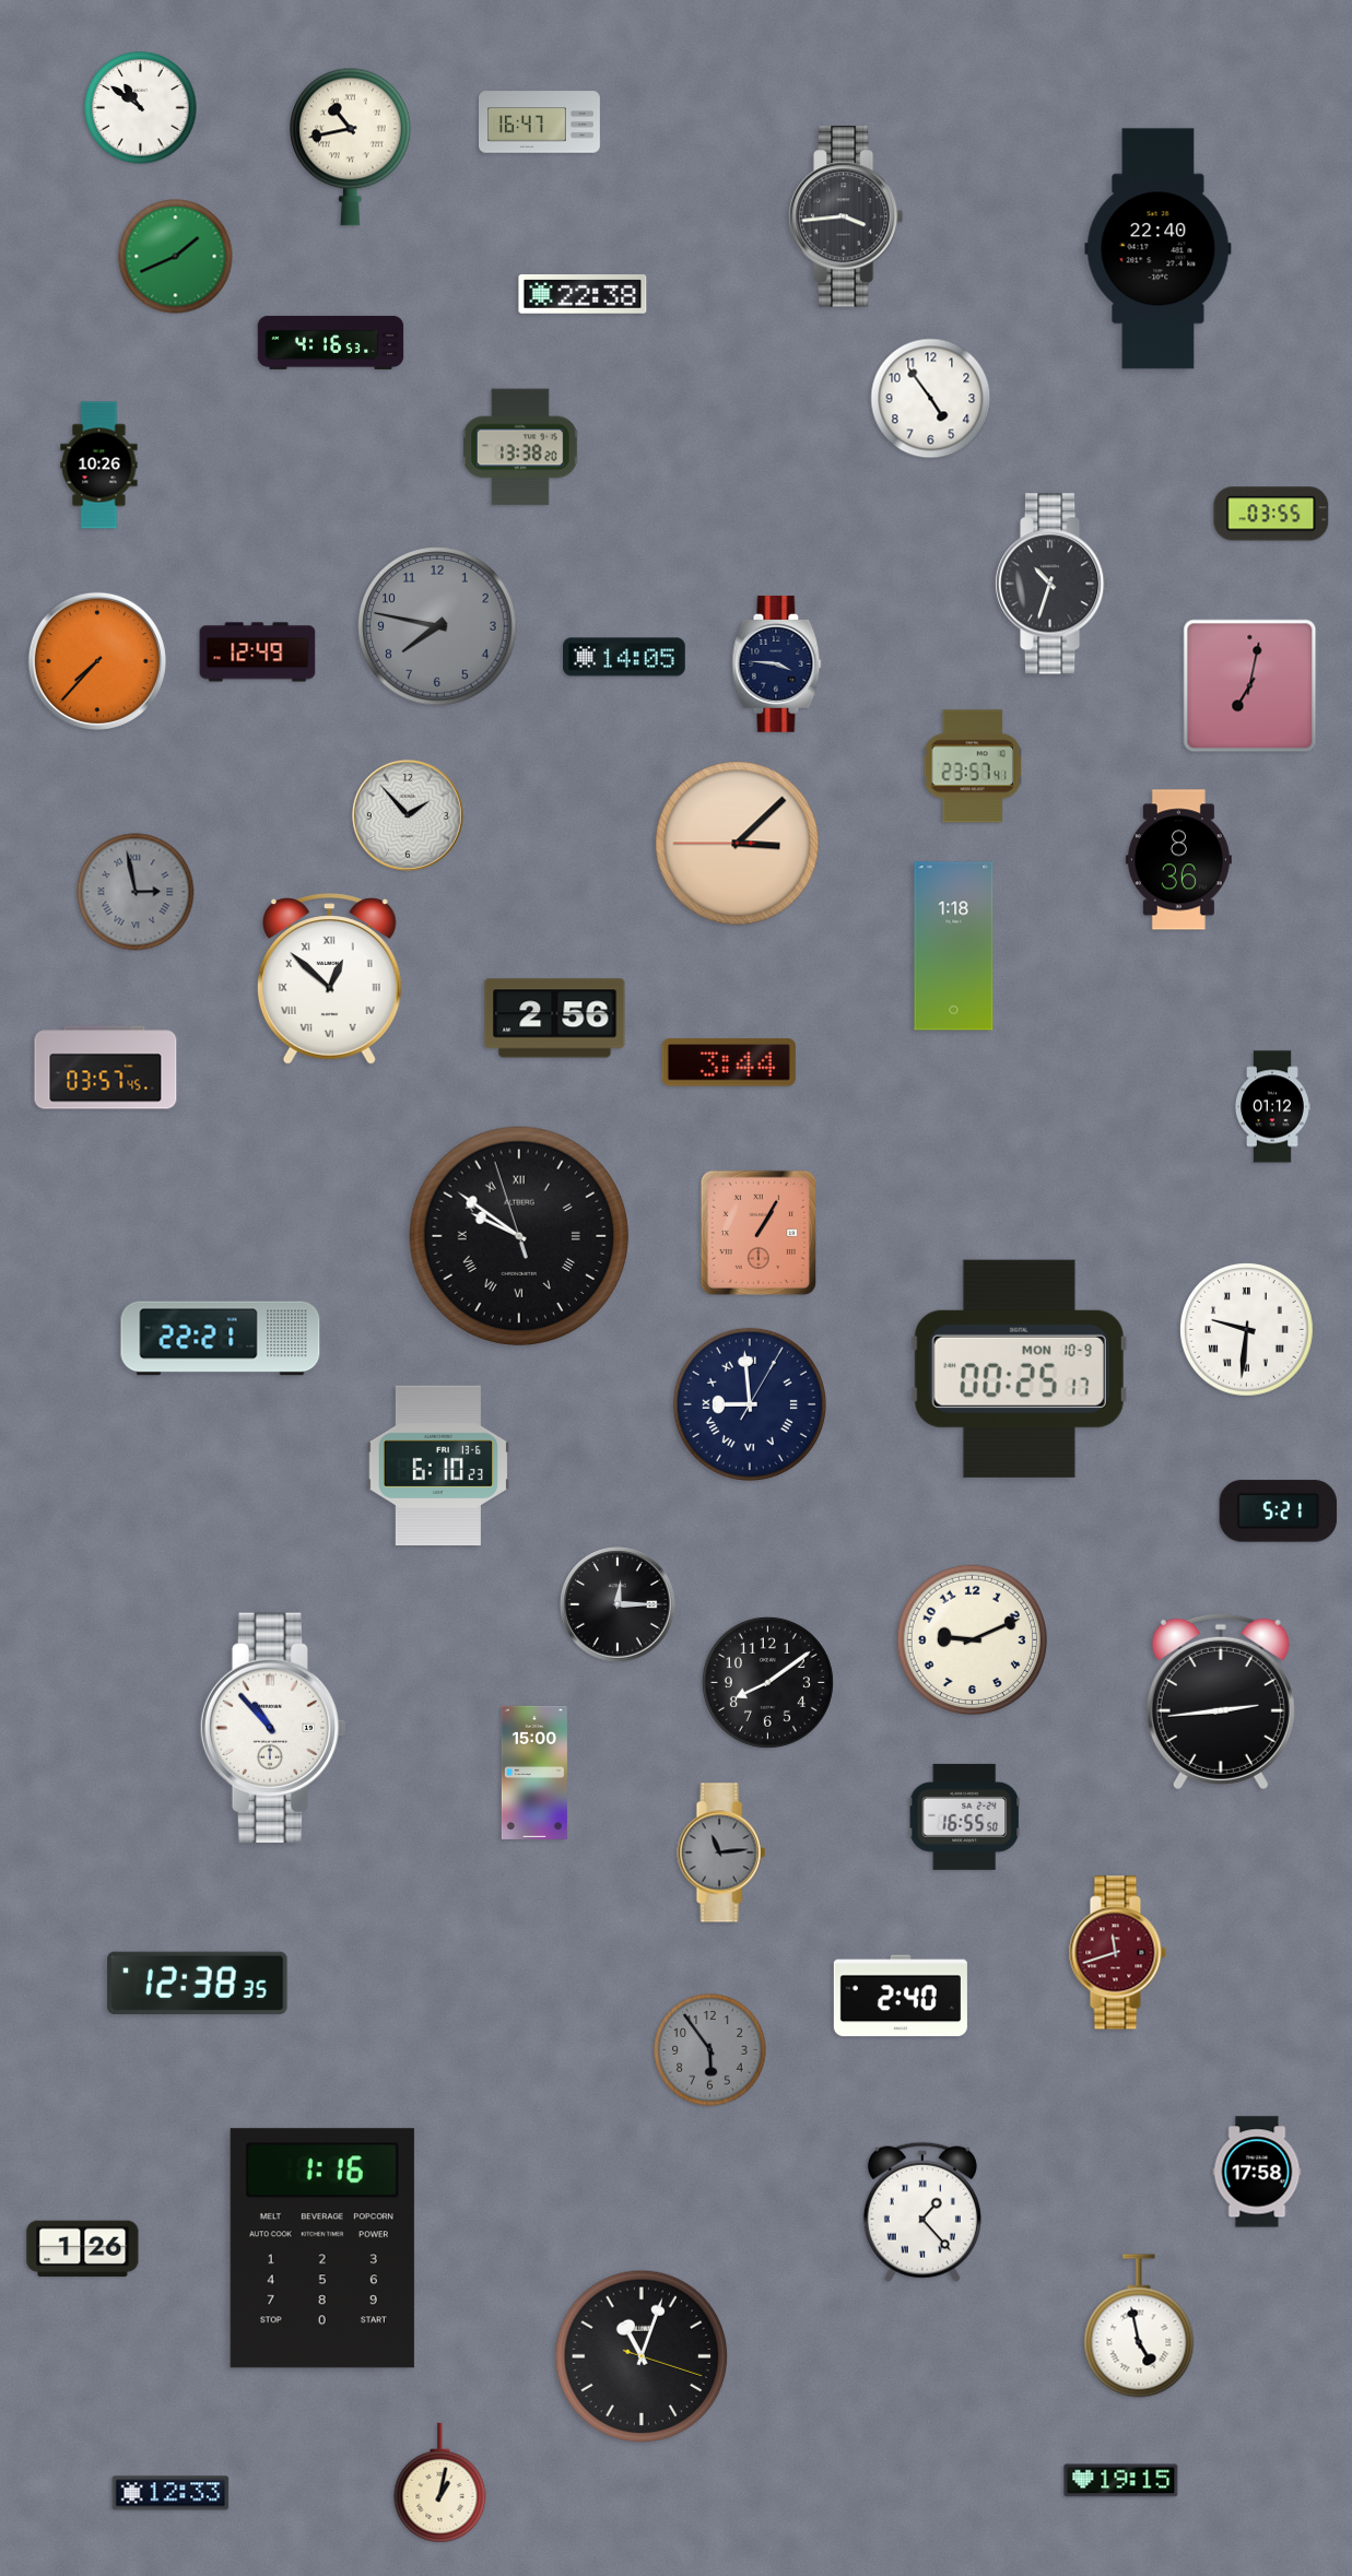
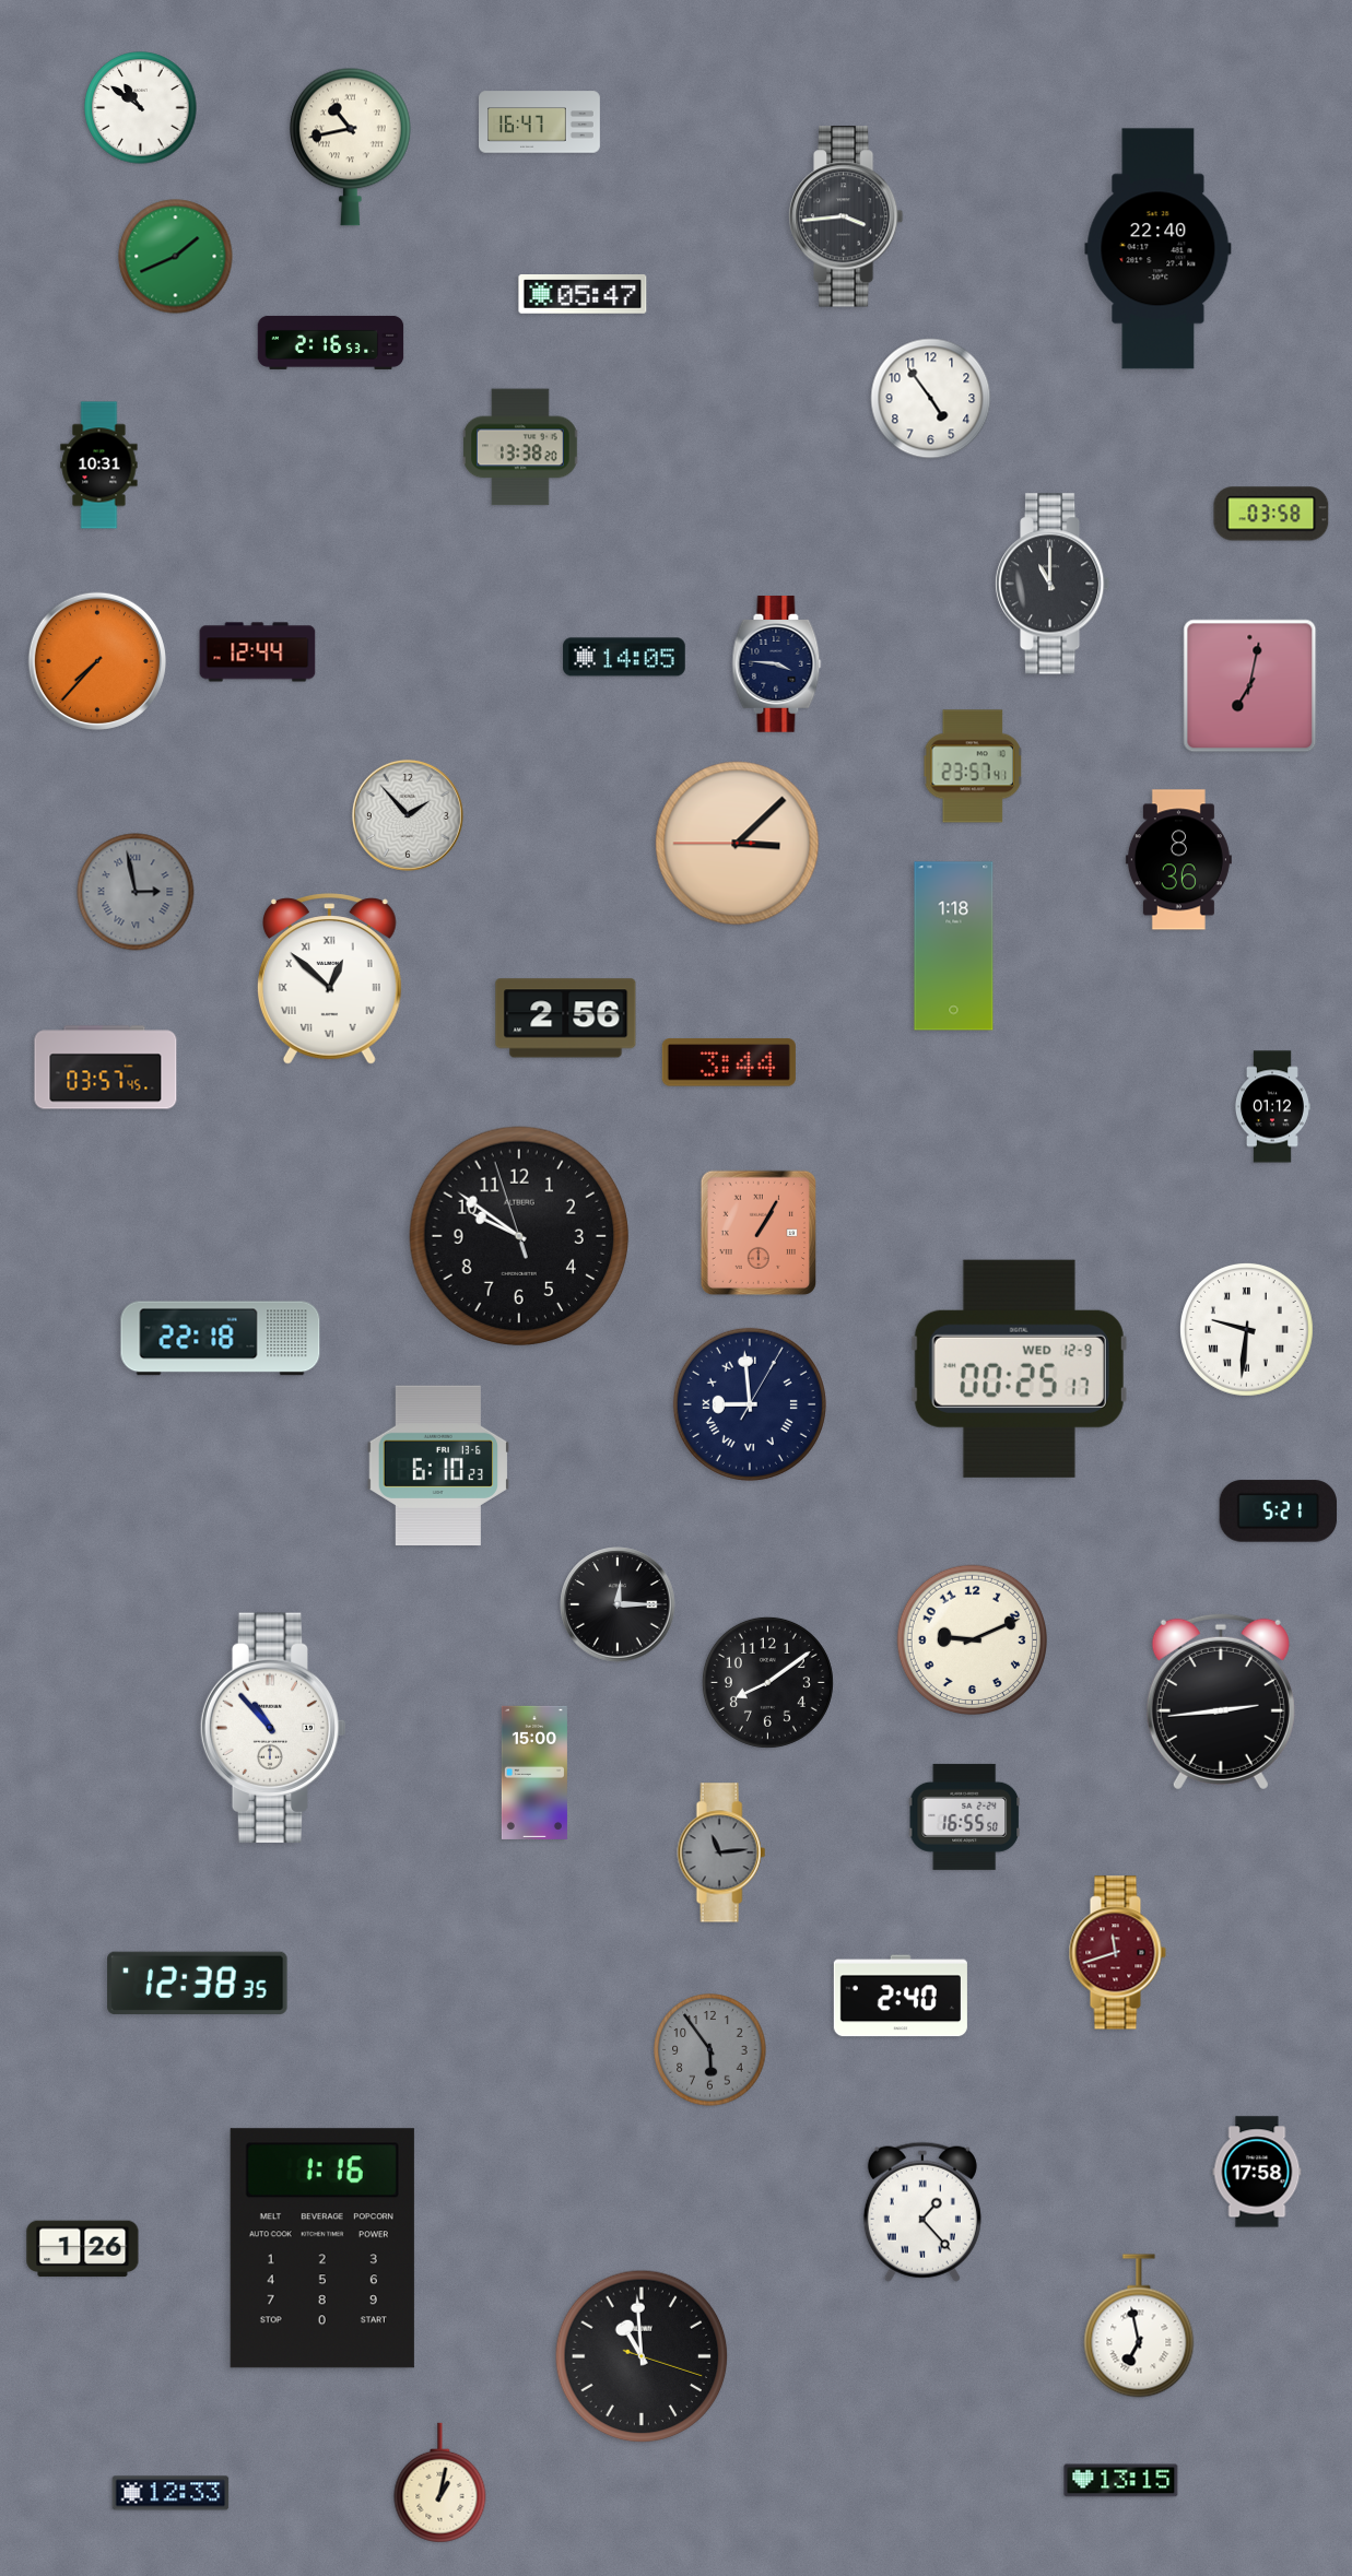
clock at (583, 295): 22:38 -> 05:47
clock at (331, 342): 4:16 -> 2:16
clock at (99, 466): 10:26 -> 10:31
clock at (1271, 514): 03:55 -> 03:58
clock at (1053, 584): 10:33 -> 11:00
clock at (437, 626): 7:47 -> none
clock at (258, 652): 12:49 -> 12:44
clock at (555, 1019) position: (555, 1019) -> (566, 1019)
clock at (519, 1236) numerals: Roman -> Arabic
clock at (221, 1339): 22:21 -> 22:18
clock at (1019, 1368) date: MON 10-9 -> WED 12-9
clock at (1139, 2326): 4:58 -> 6:58
clock at (642, 2356): 11:03 -> 10:59
clock at (1121, 2481): 19:15 -> 13:15
